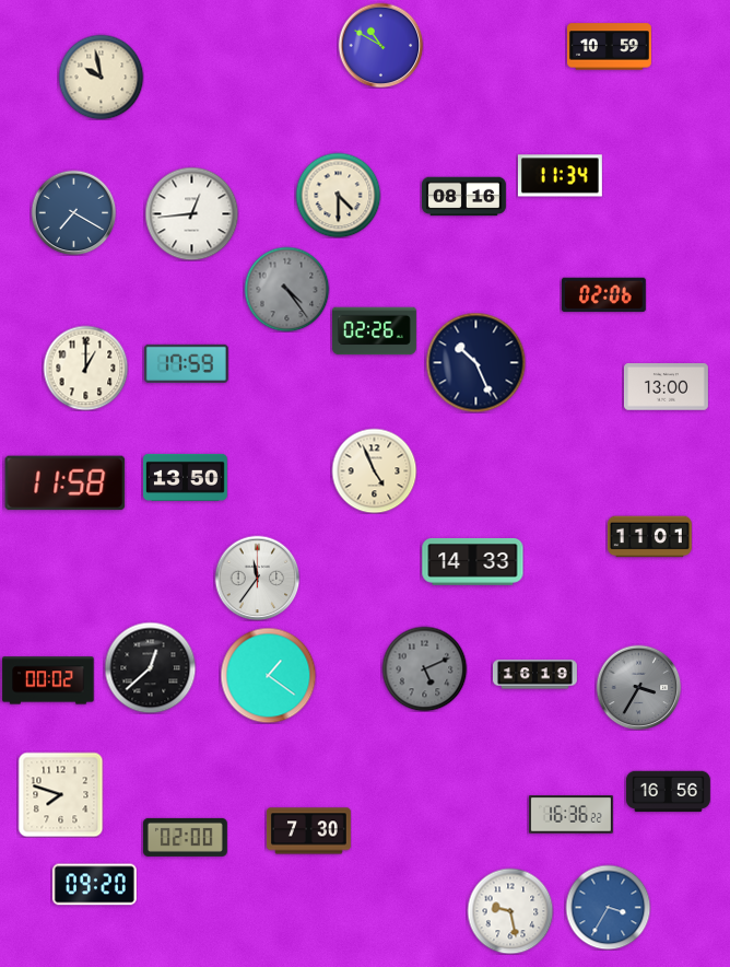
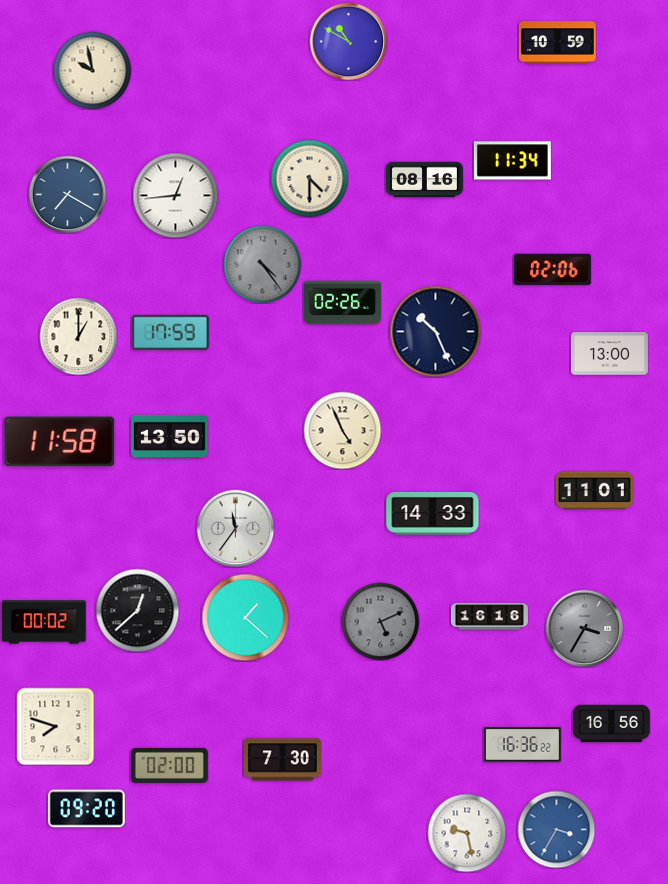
clock at (424, 668) position: (424, 668) -> (380, 621)
clock at (268, 675): 1:21 -> 1:22
clock at (534, 675): 16:19 -> 16:16
